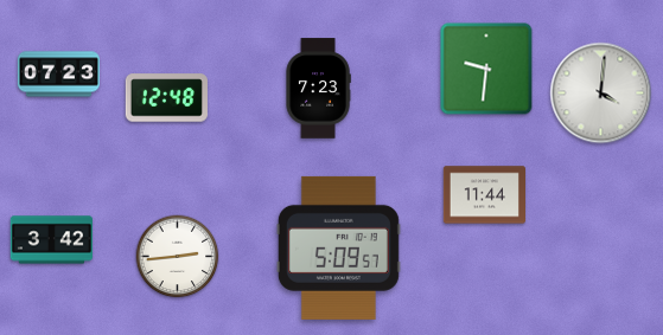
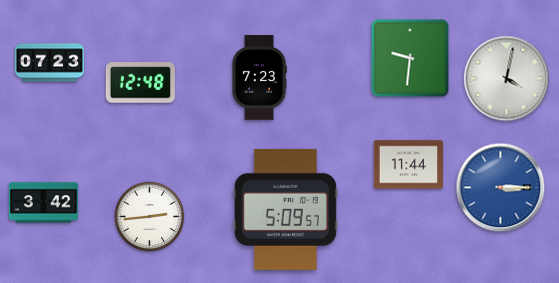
clock at (318, 89) position: (318, 89) -> (259, 78)
clock at (601, 94): 4:01 -> 4:02
clock at (501, 188): none -> 3:15
